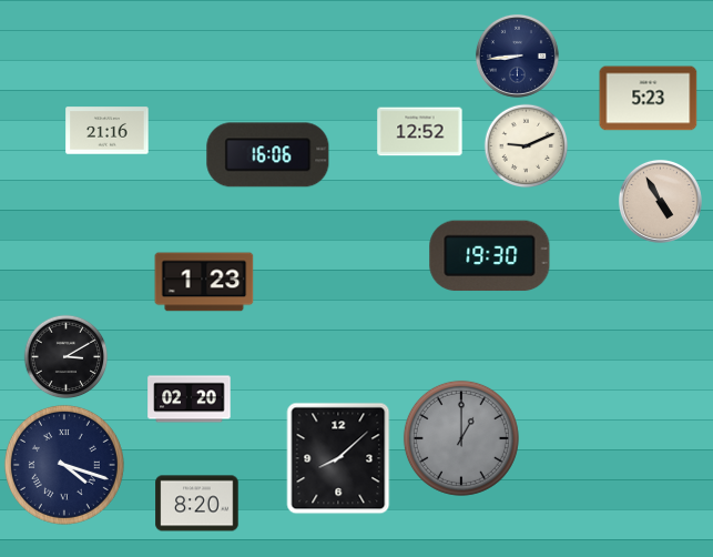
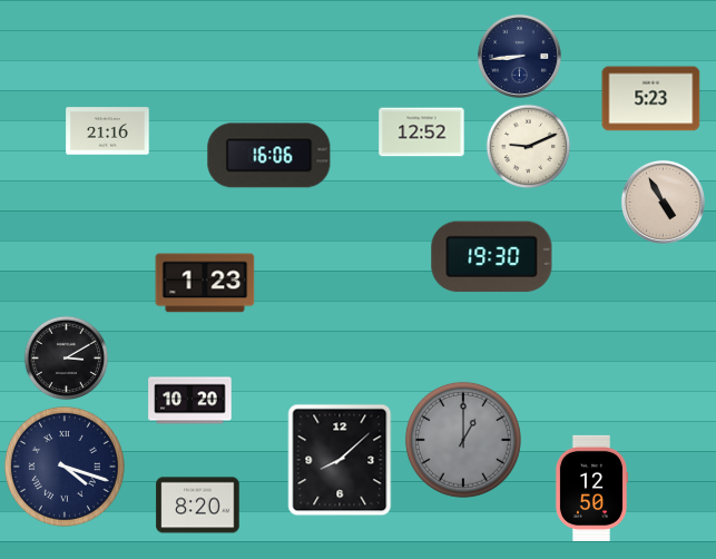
clock at (190, 399): 02:20 -> 10:20
clock at (591, 488): none -> 12:50
